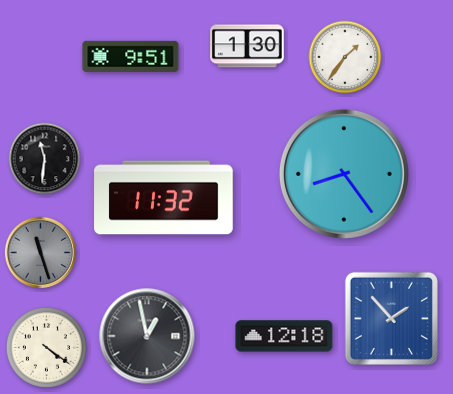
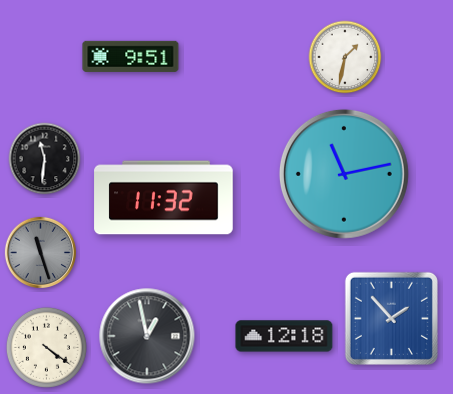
clock at (248, 46): 1:30 -> none
clock at (345, 57): 1:36 -> 1:32
clock at (344, 174): 8:24 -> 11:13
